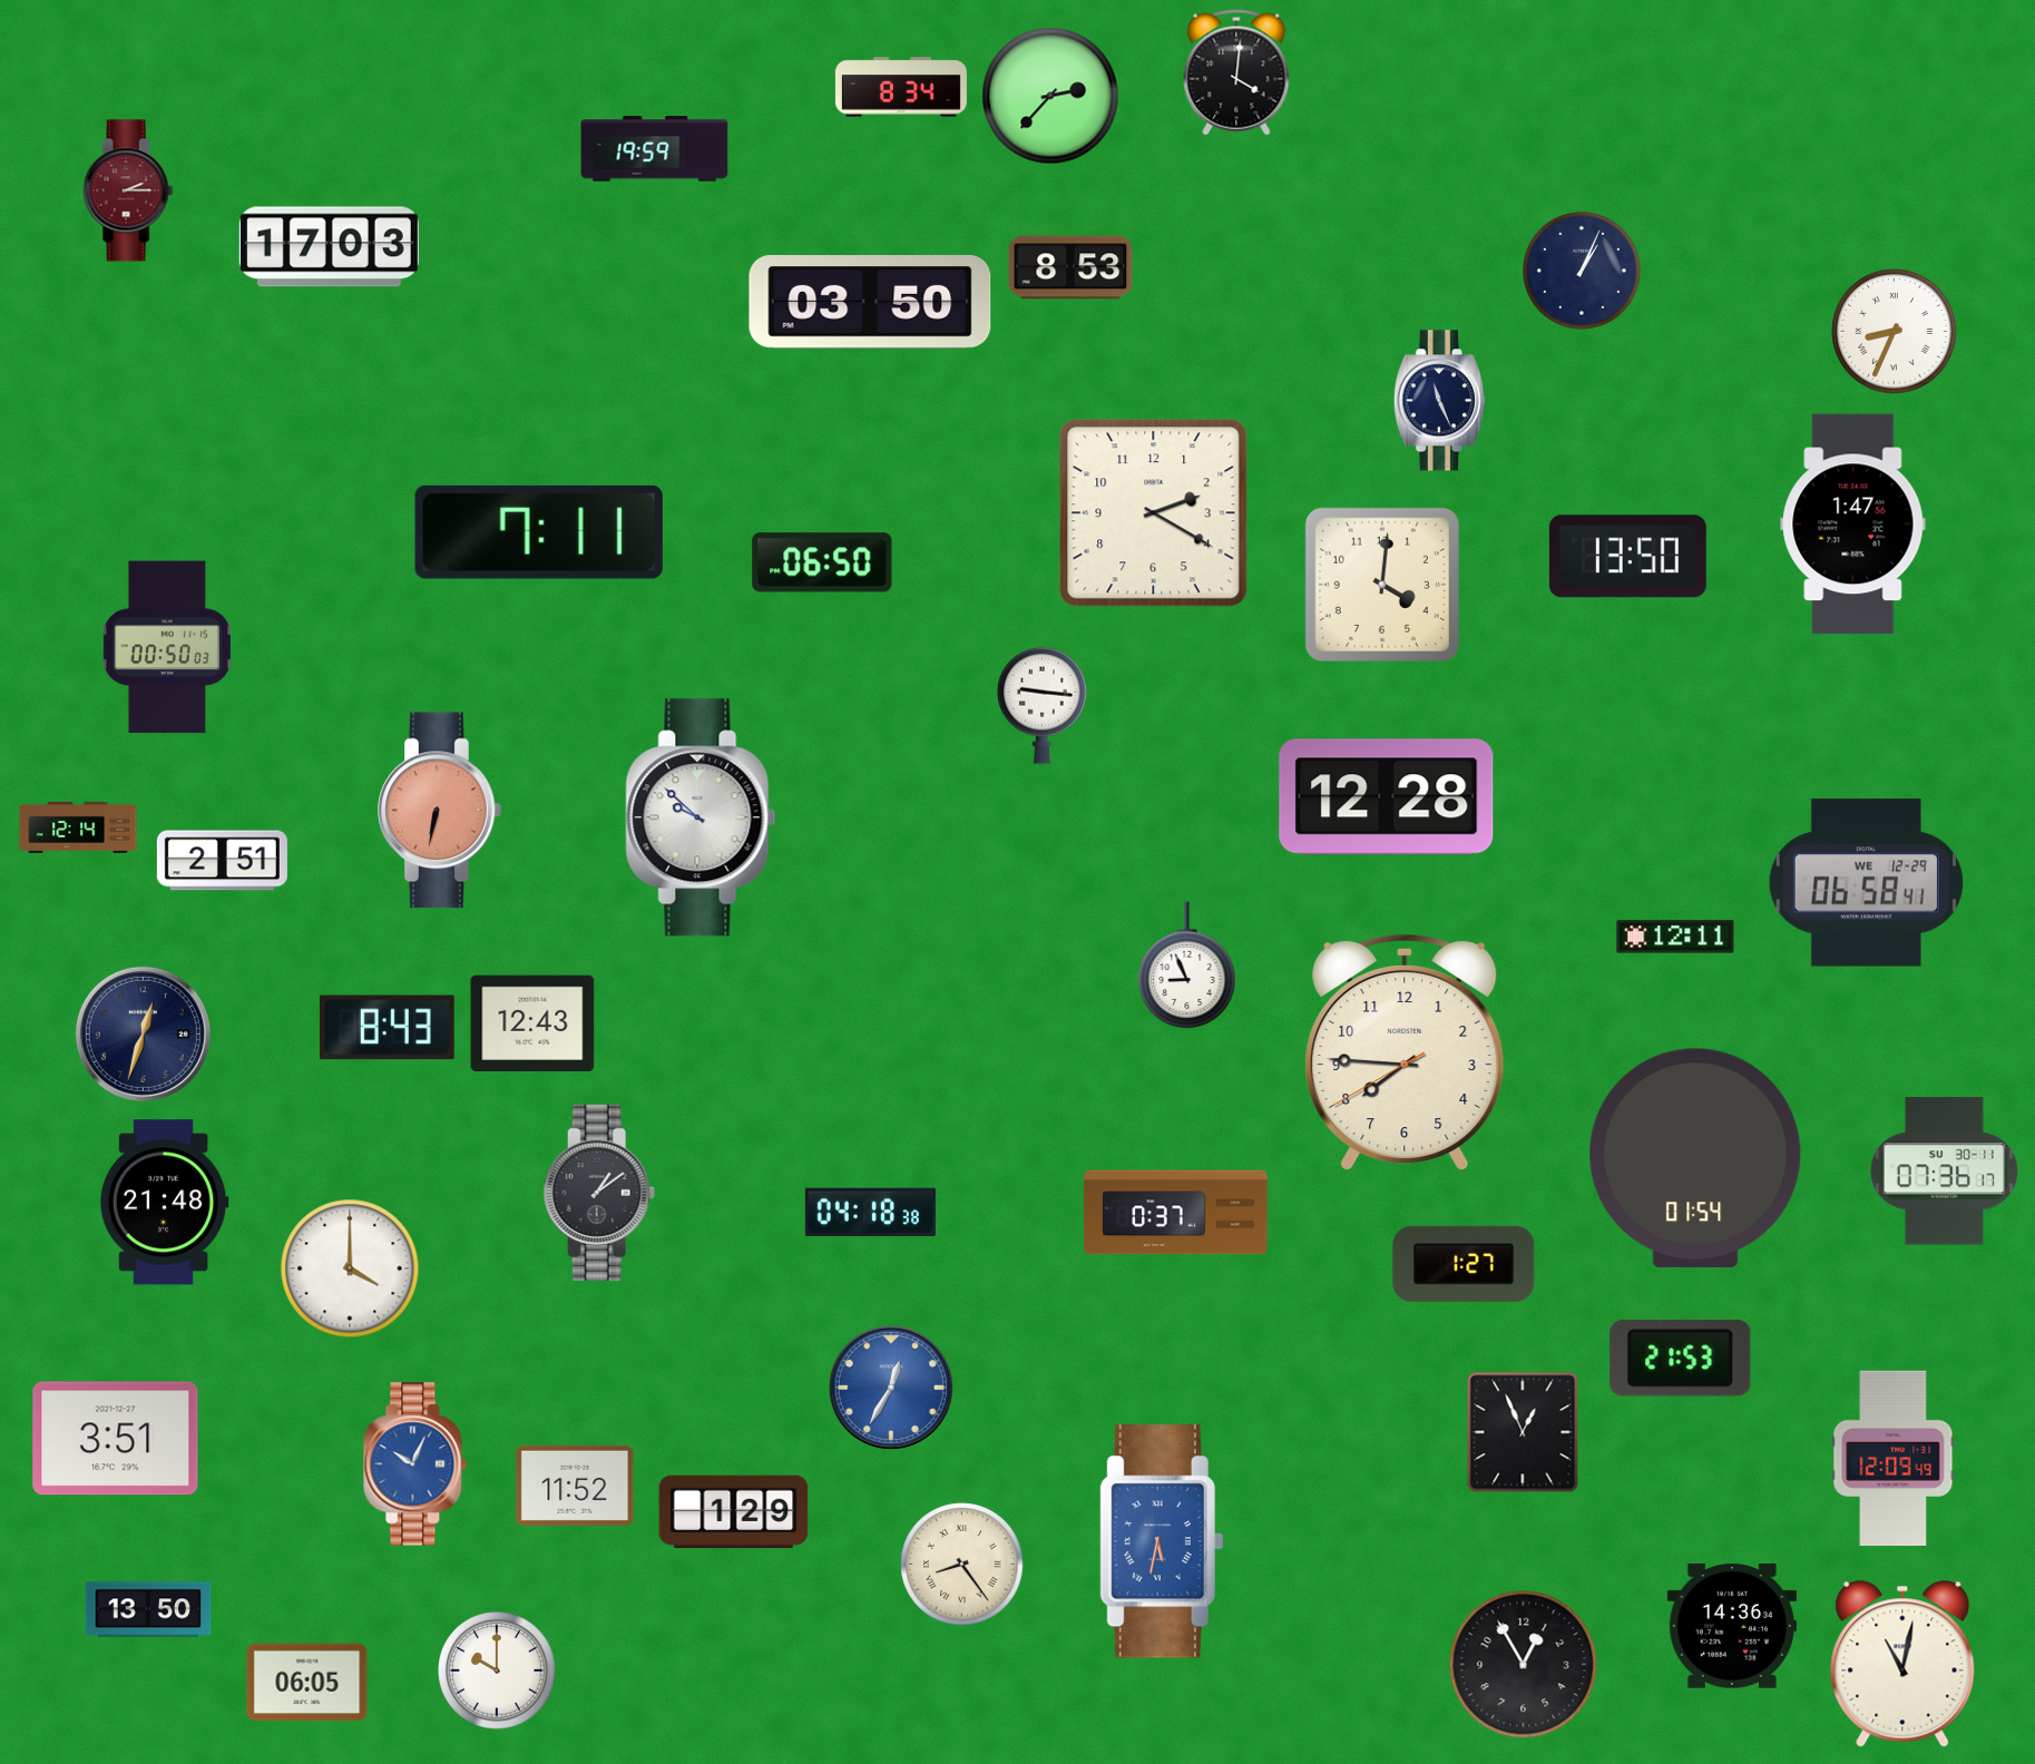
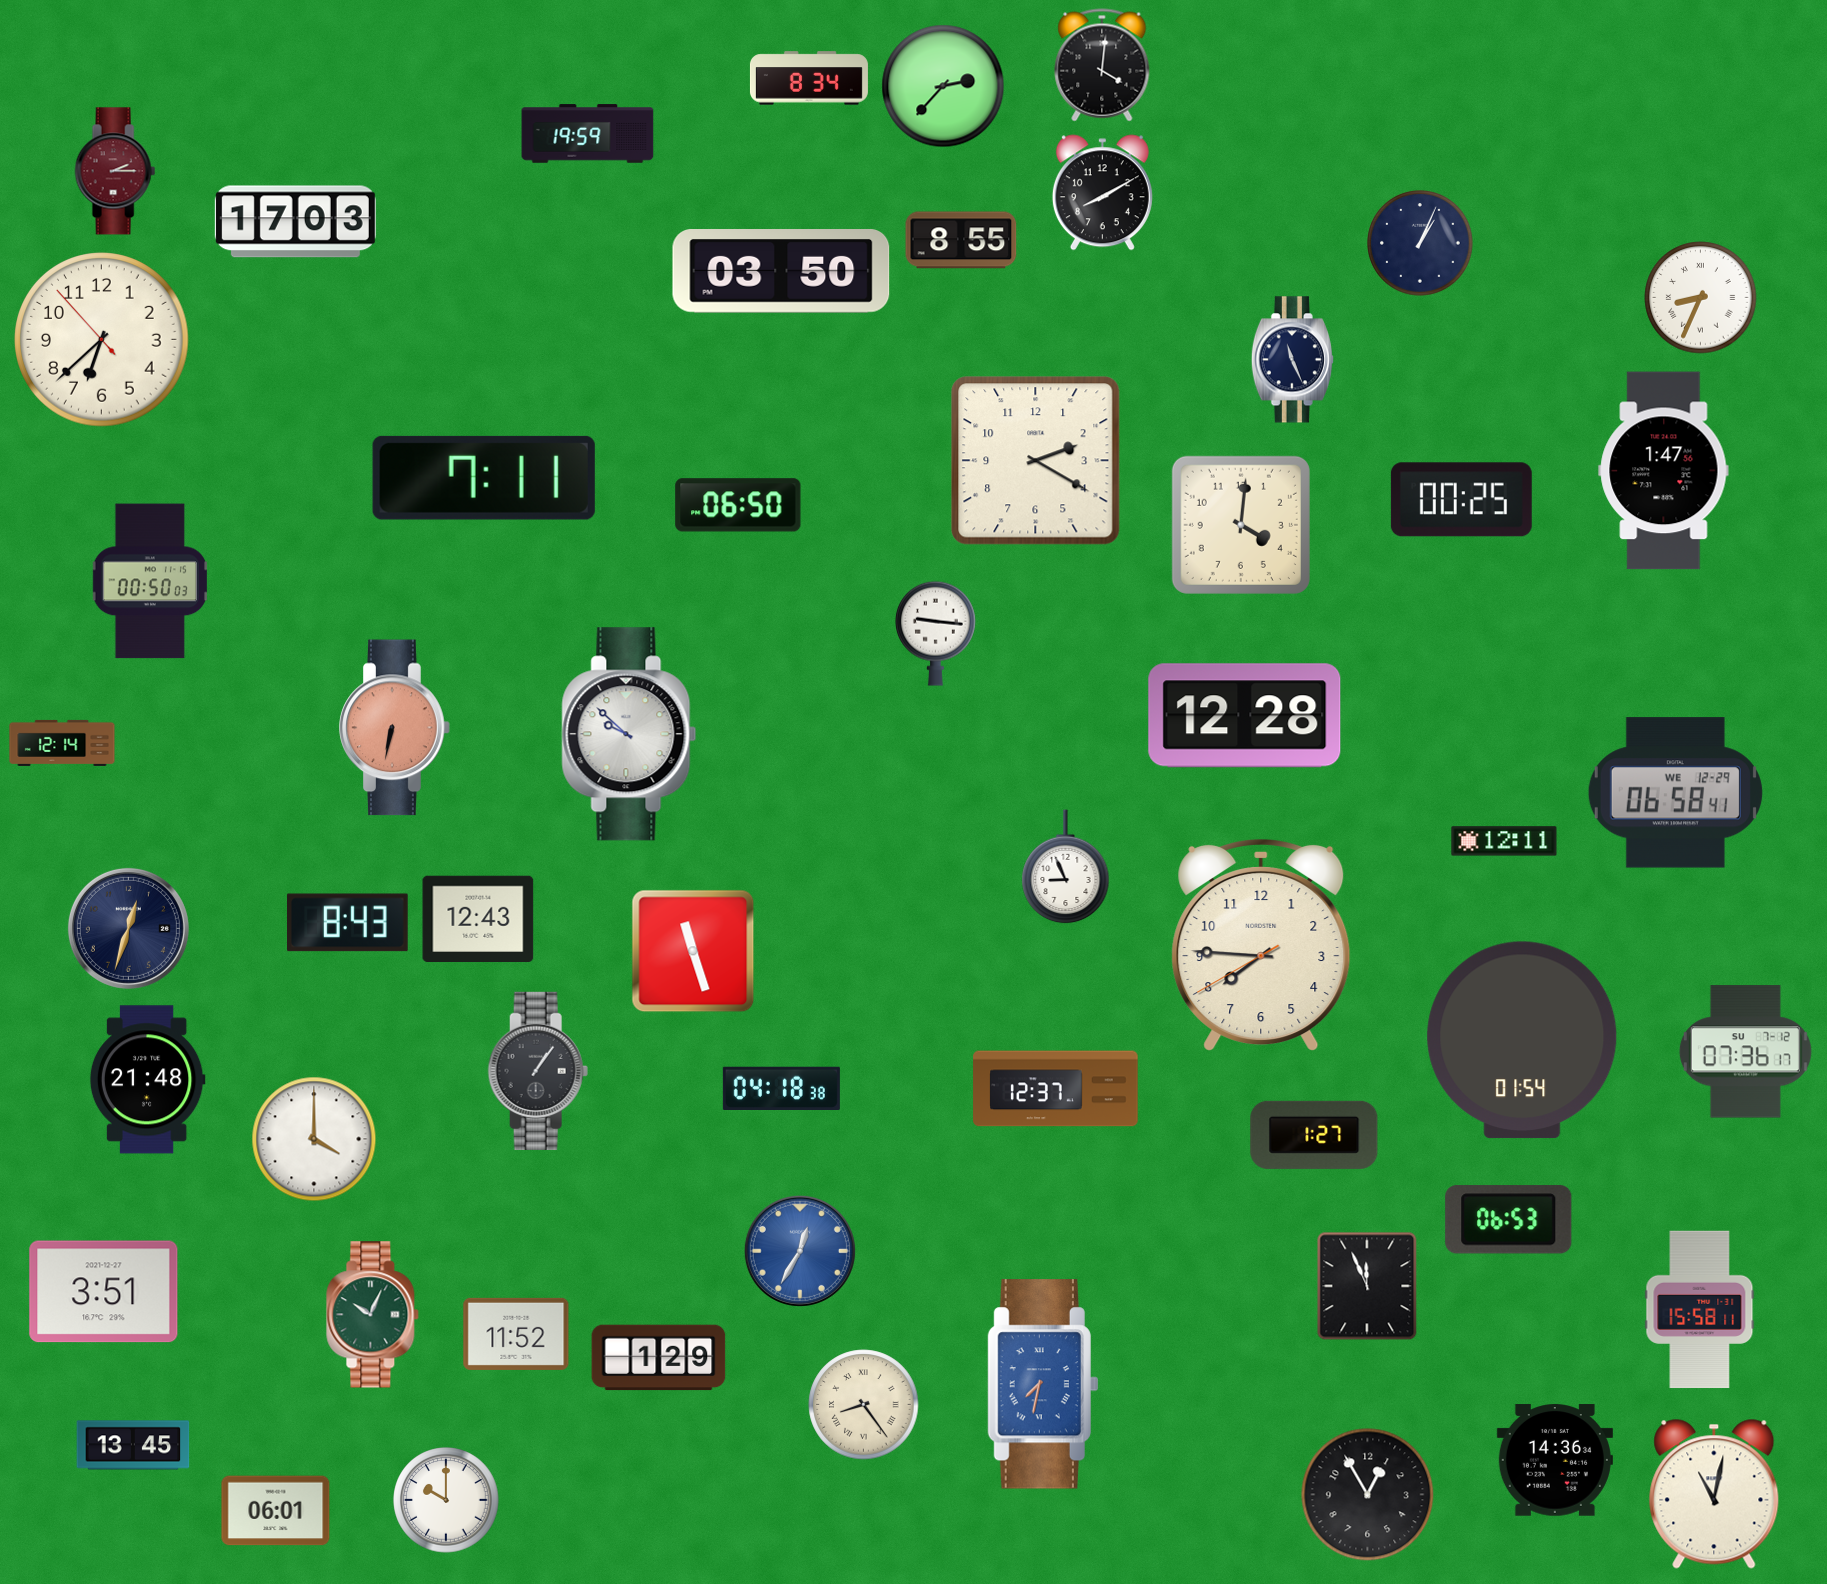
clock at (1236, 72) position: (1236, 72) -> (1102, 65)
clock at (1102, 193): none -> 8:10
clock at (1070, 267): 8:53 -> 8:55
clock at (102, 340): none -> 6:37
clock at (1627, 557): 13:50 -> 00:25
clock at (78, 827) position: (78, 827) -> (62, 743)
clock at (222, 861): 2:51 -> none
clock at (693, 951): none -> 11:27
clock at (1944, 1172) date: SU 30-11 -> SU 7-12
clock at (599, 1193): 1:09 -> 1:06
clock at (1176, 1213): 0:37 -> 12:37
clock at (1681, 1359): 21:53 -> 06:53
clock at (891, 1388) position: (891, 1388) -> (800, 1251)
clock at (1523, 1432): 12:56 -> 11:56
clock at (1894, 1459): 12:09 -> 15:58
clock at (415, 1464) dial: blue -> green
clock at (1162, 1541): 5:32 -> 7:32
clock at (148, 1609): 13:50 -> 13:45
clock at (1902, 1664) position: (1902, 1664) -> (1714, 1494)
clock at (307, 1683): 06:05 -> 06:01
